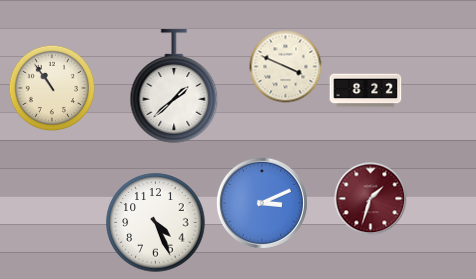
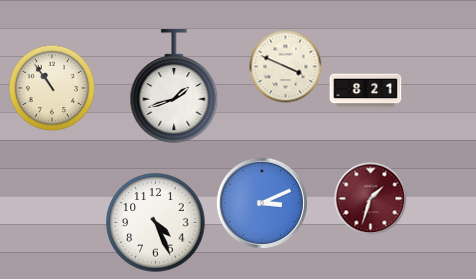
clock at (174, 86): 1:38 -> 1:42
clock at (366, 91): 8:22 -> 8:21
